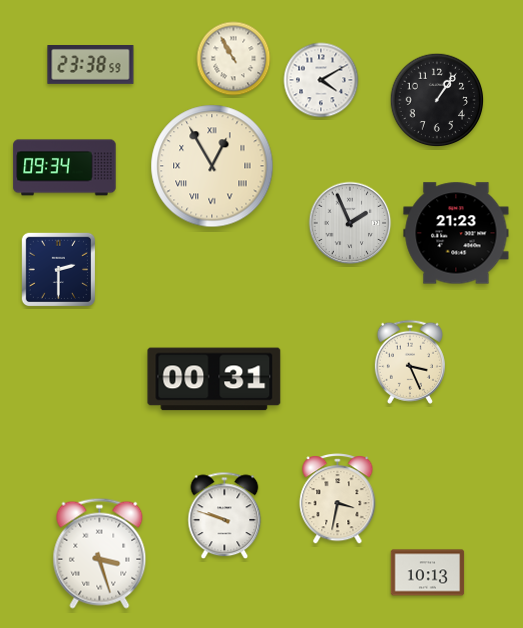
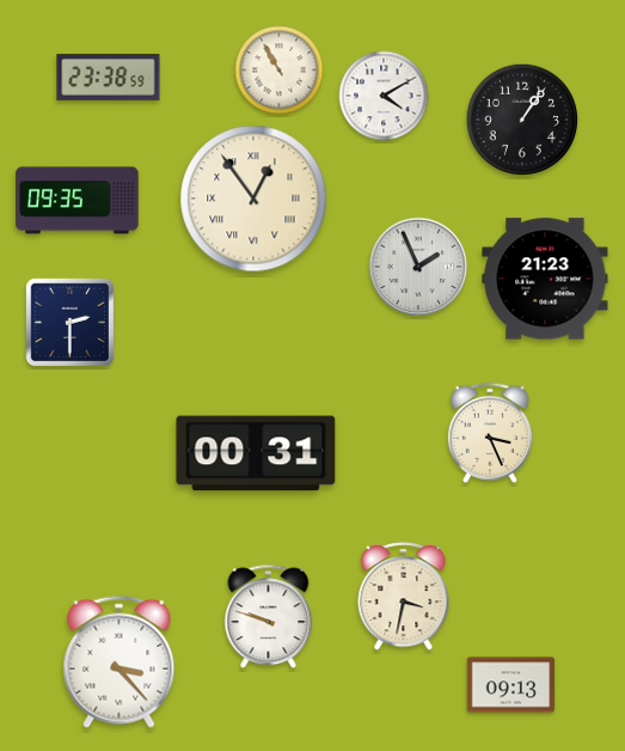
clock at (212, 166): 12:55 -> 12:54
clock at (65, 168): 09:34 -> 09:35
clock at (100, 553): 3:27 -> 3:23
clock at (428, 573): 10:13 -> 09:13
